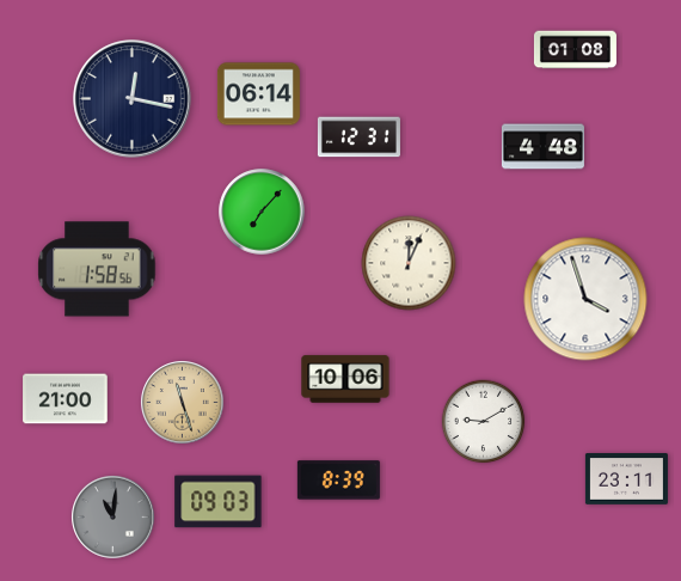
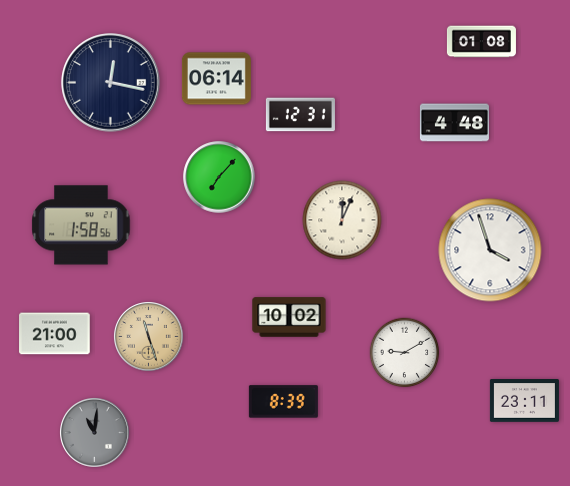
clock at (345, 379): 10:06 -> 10:02
clock at (183, 403) position: (183, 403) -> (149, 337)
clock at (219, 502): 09:03 -> none
